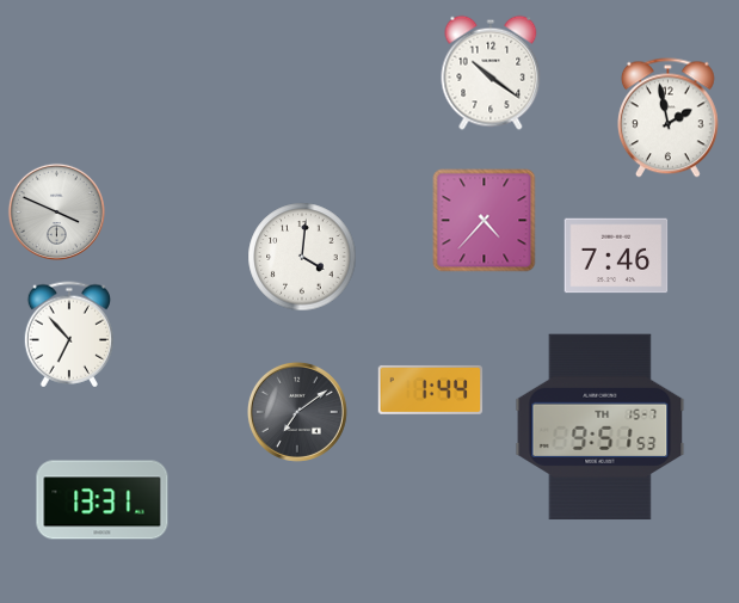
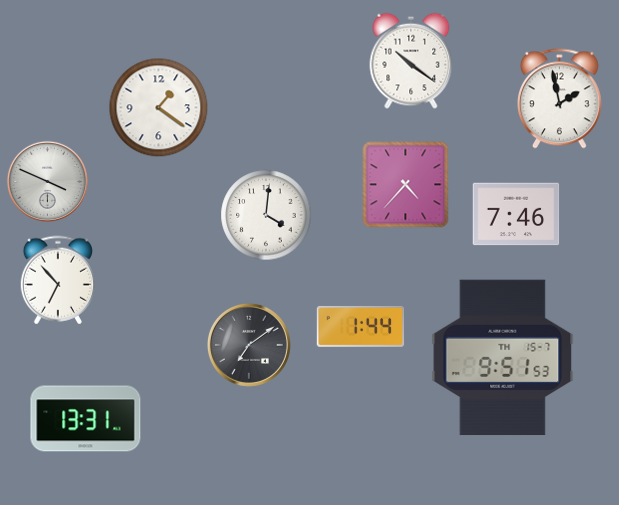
clock at (159, 108): none -> 1:21
clock at (56, 211) position: (56, 211) -> (47, 181)
clock at (302, 257) position: (302, 257) -> (266, 215)
